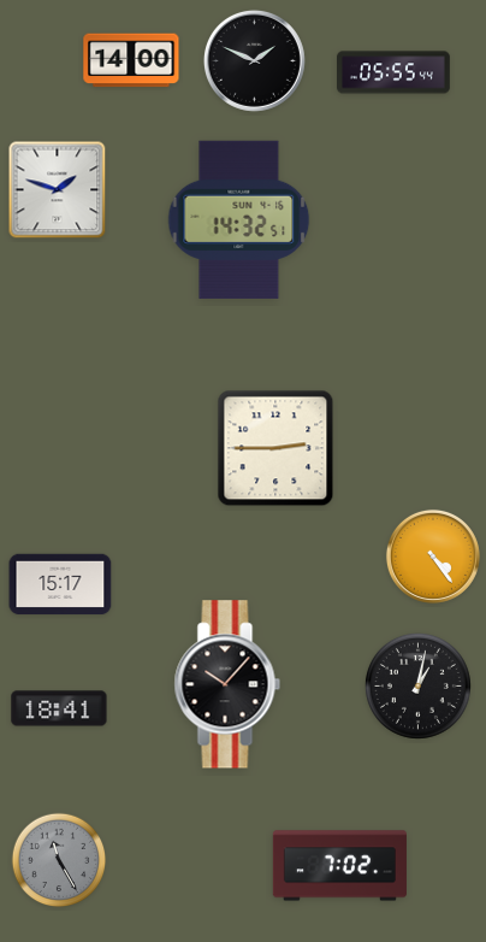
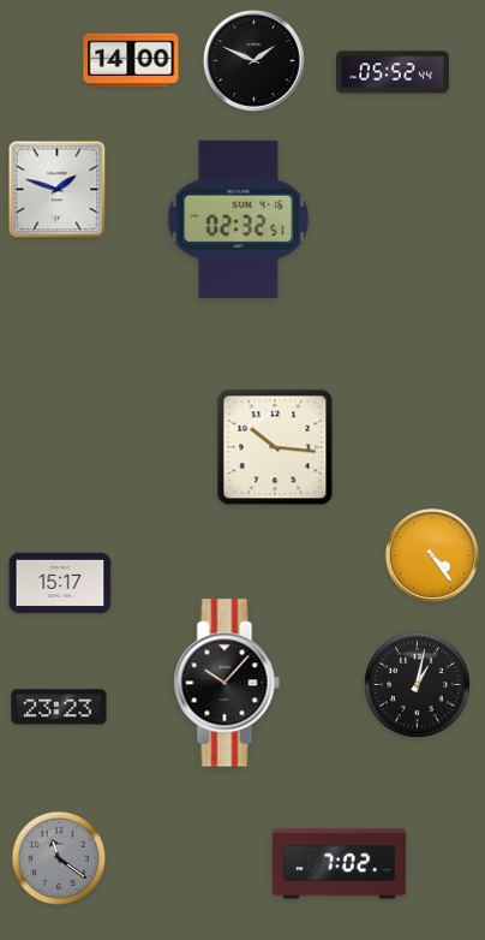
clock at (393, 72): 05:55 -> 05:52
clock at (239, 219): 14:32 -> 02:32
clock at (275, 448): 2:45 -> 10:16
clock at (59, 708): 18:41 -> 23:23
clock at (59, 860): 11:25 -> 11:21
